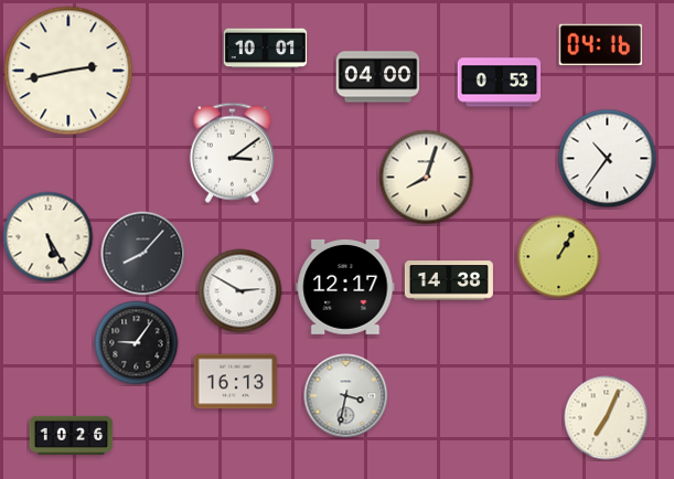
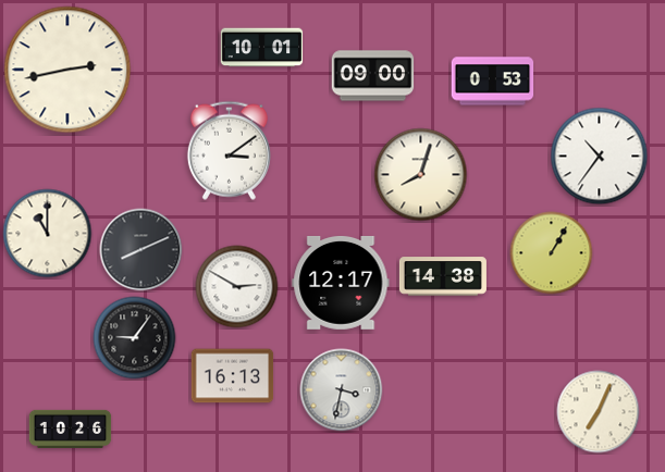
clock at (601, 45): 04:16 -> none
clock at (378, 77): 04:00 -> 09:00
clock at (49, 237): 5:25 -> 11:00
clock at (143, 254): 8:07 -> 8:11
